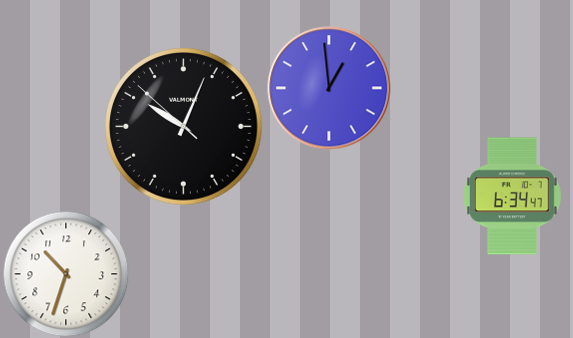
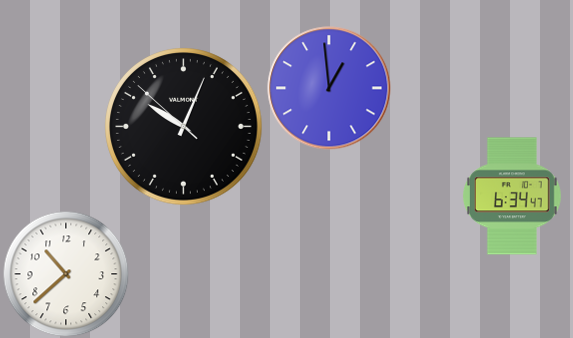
clock at (66, 274): 10:33 -> 10:38
